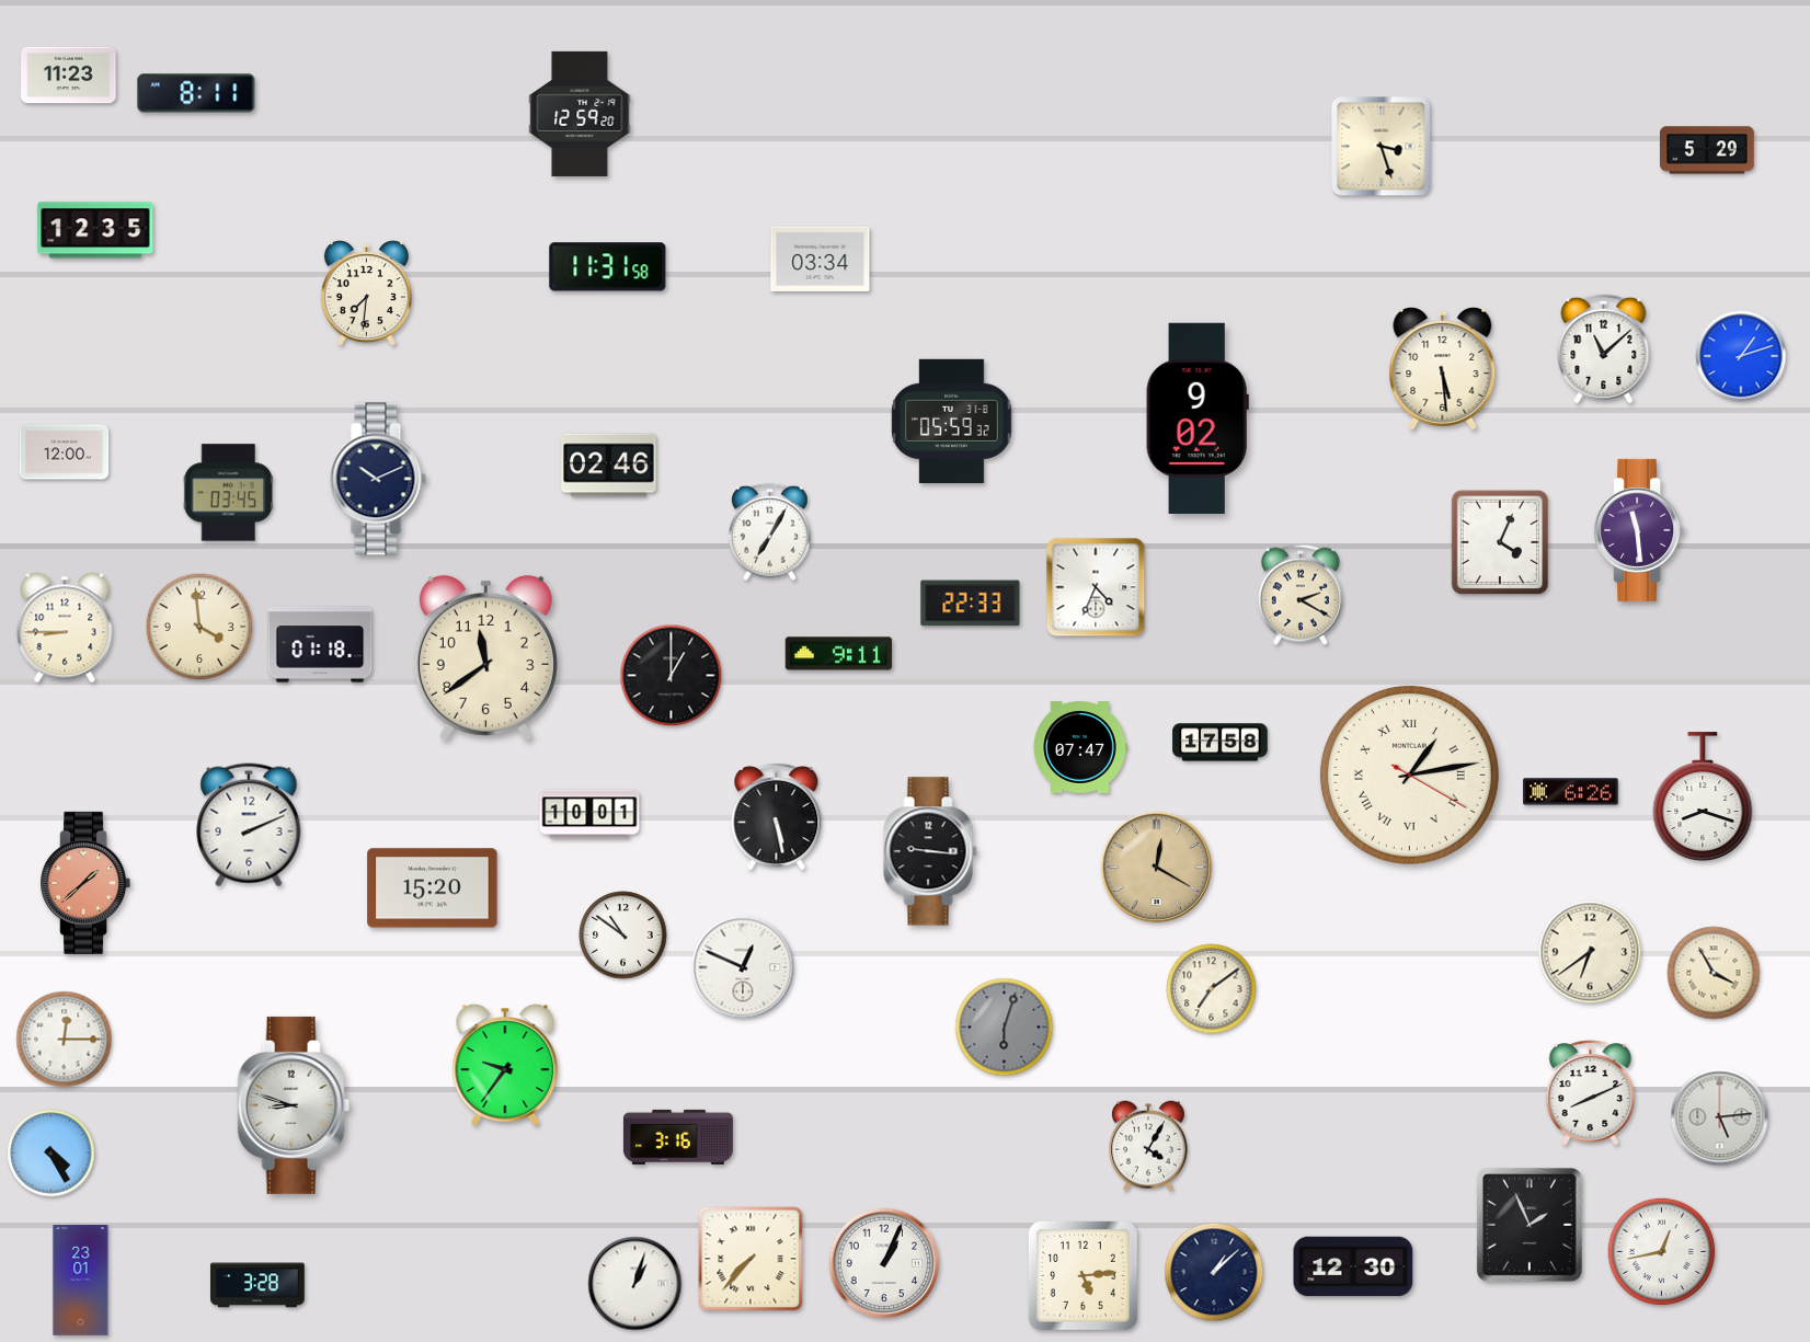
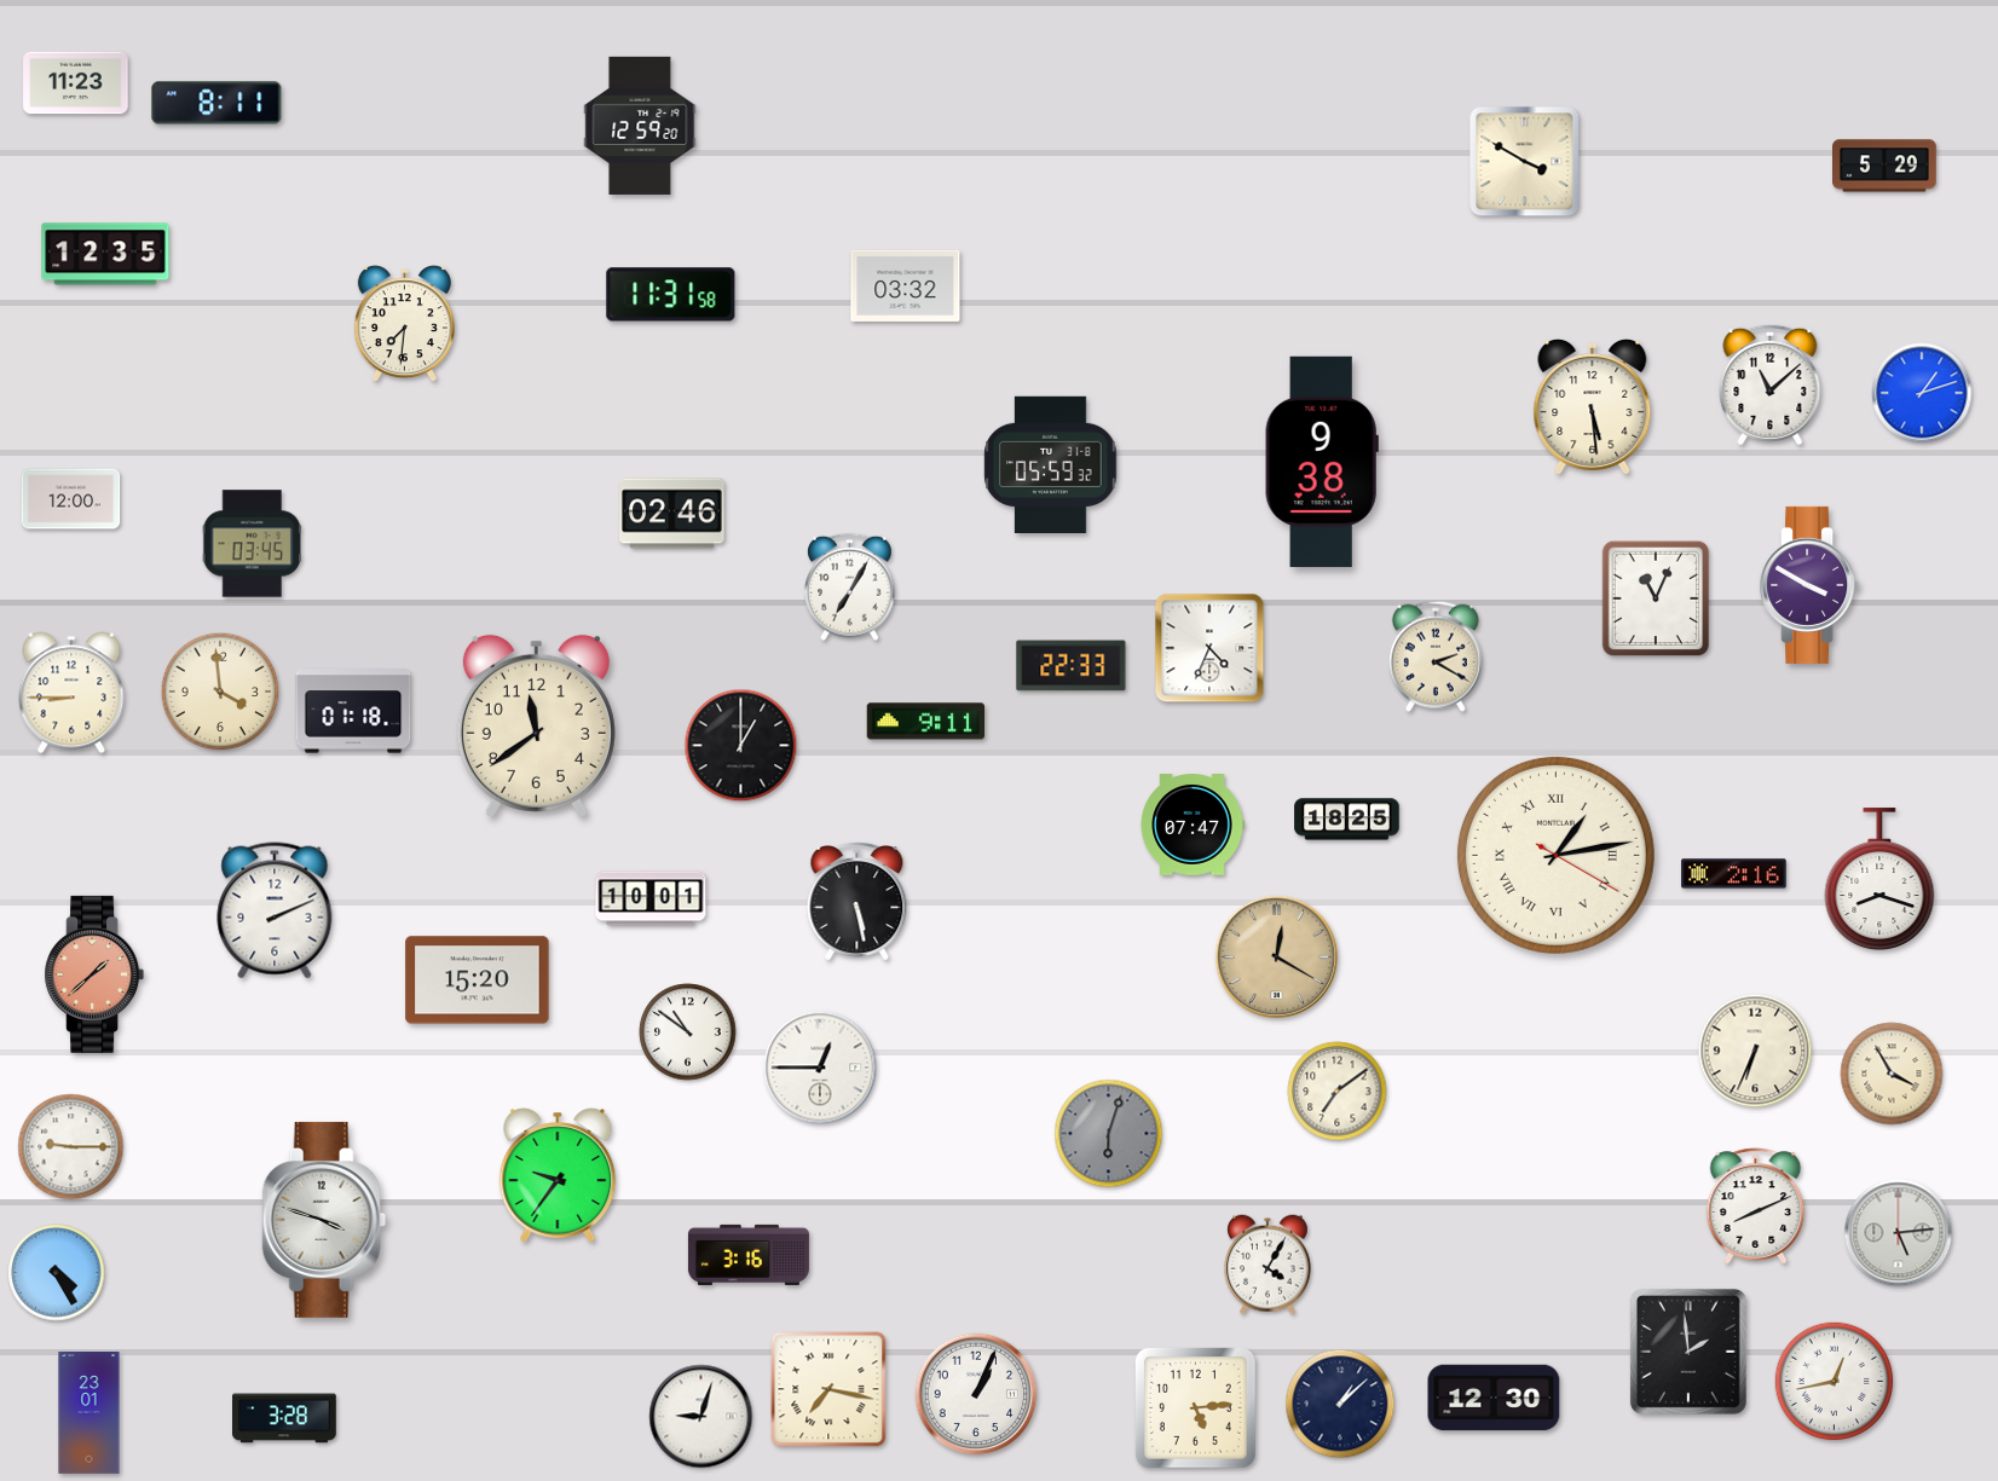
clock at (1382, 147): 3:27 -> 3:50
clock at (821, 259): 03:34 -> 03:32
clock at (1198, 418): 9:02 -> 9:38
clock at (378, 479): 10:11 -> none
clock at (1639, 530): 11:29 -> 3:50
clock at (1500, 542): 4:04 -> 11:04
clock at (1221, 743): 17:58 -> 18:25
clock at (1571, 792): 6:26 -> 2:16
clock at (930, 851): 9:16 -> none
clock at (1590, 952): 6:39 -> 6:34
clock at (743, 967): 12:49 -> 12:45
clock at (65, 1040): 12:15 -> 9:15
clock at (294, 1105): 8:48 -> 3:48
clock at (1530, 1225): 1:56 -> 1:59
clock at (751, 1259): 7:37 -> 7:17
clock at (635, 1284): 1:03 -> 9:03
